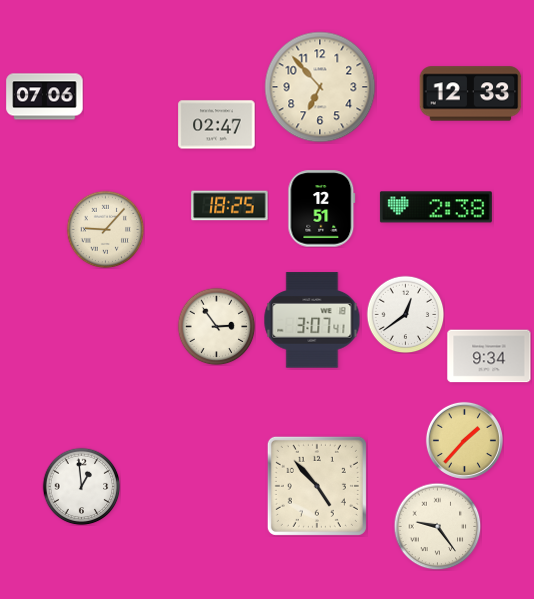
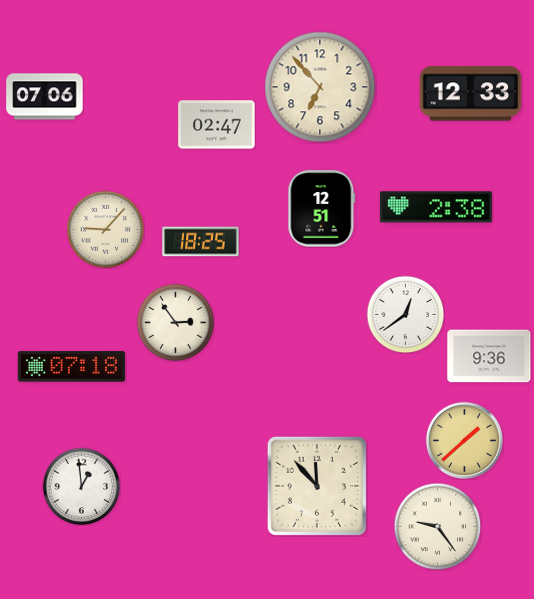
clock at (230, 206) position: (230, 206) -> (201, 242)
clock at (312, 320): 3:07 -> none
clock at (216, 326) position: (216, 326) -> (175, 322)
clock at (489, 356): 9:34 -> 9:36
clock at (71, 367): none -> 07:18
clock at (464, 440): 1:37 -> 1:38
clock at (317, 486): 4:53 -> 11:53
